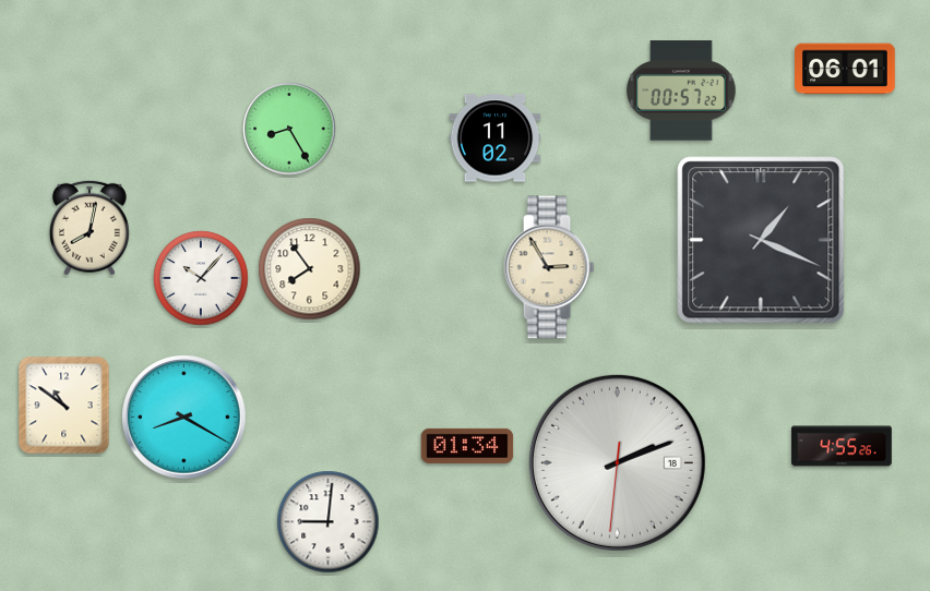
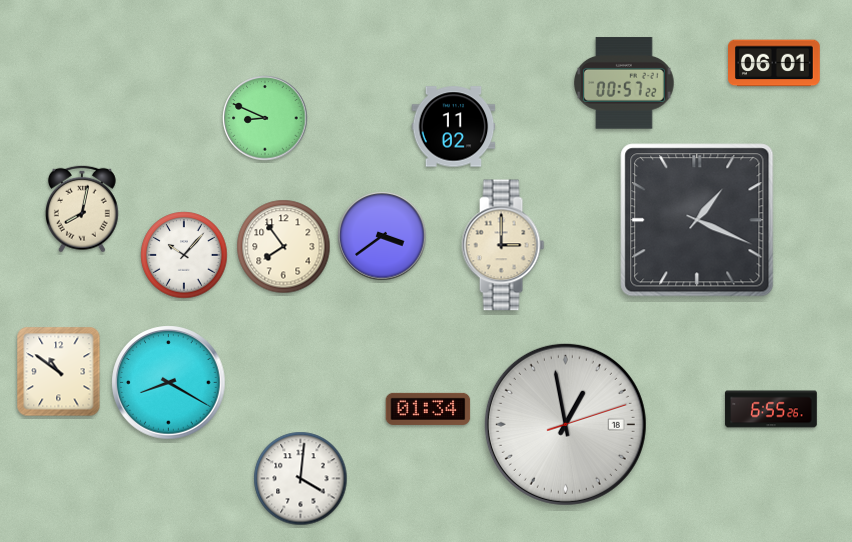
clock at (289, 129): 8:25 -> 8:49
clock at (382, 236): none -> 3:39
clock at (549, 267): 2:55 -> 3:00
clock at (842, 446): 4:55 -> 6:55
clock at (617, 462): 2:11 -> 12:58
clock at (329, 522): 9:01 -> 4:01
